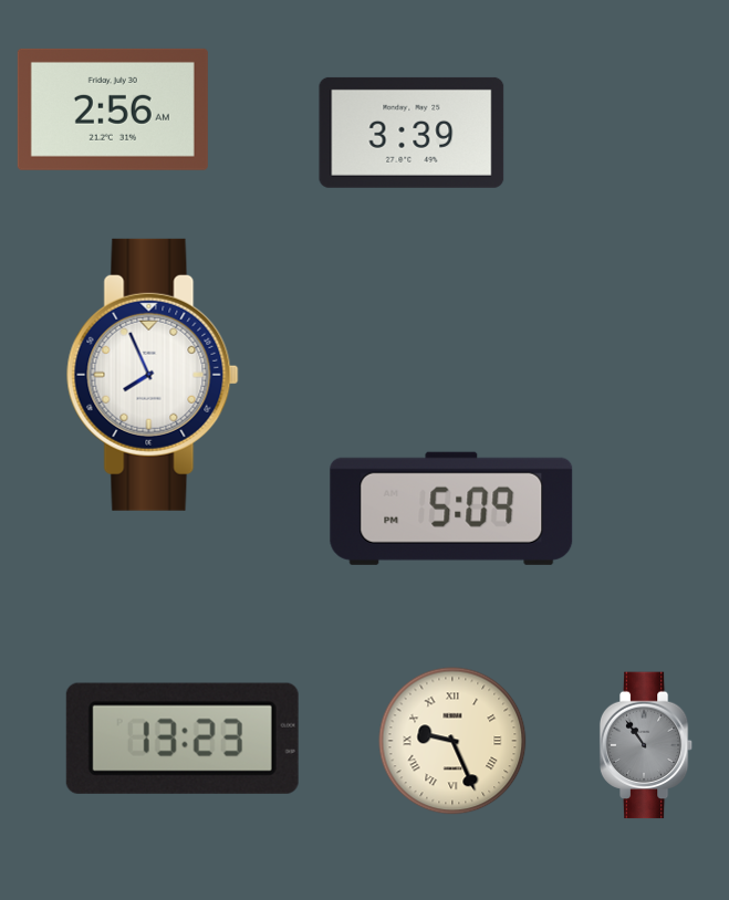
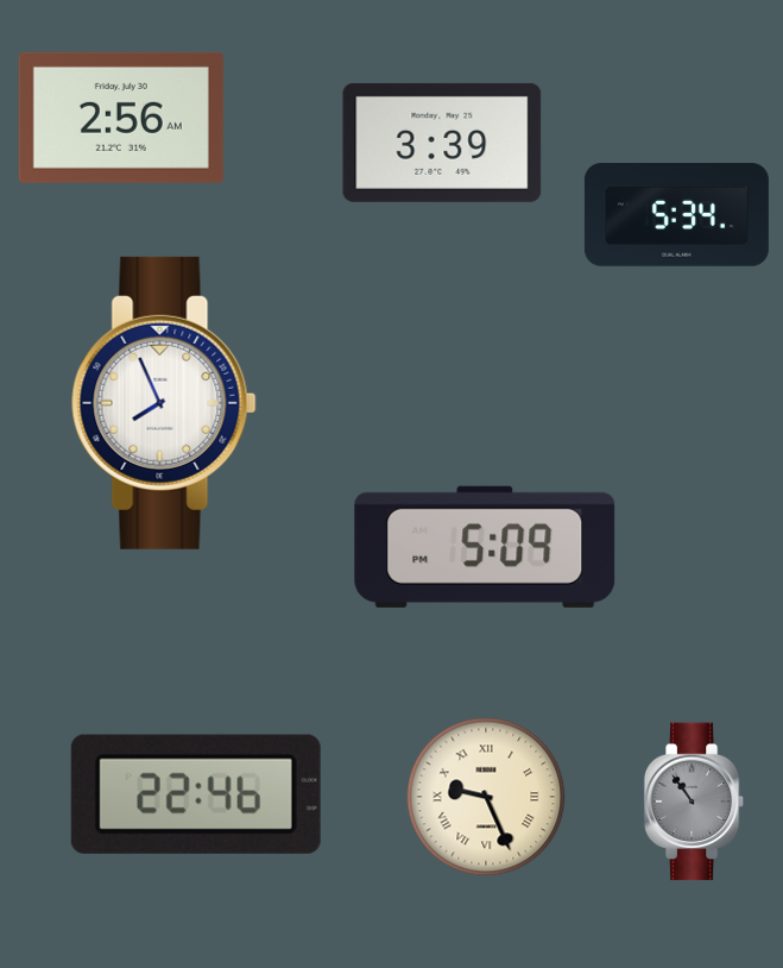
clock at (676, 215): none -> 5:34
clock at (183, 739): 13:23 -> 22:46
